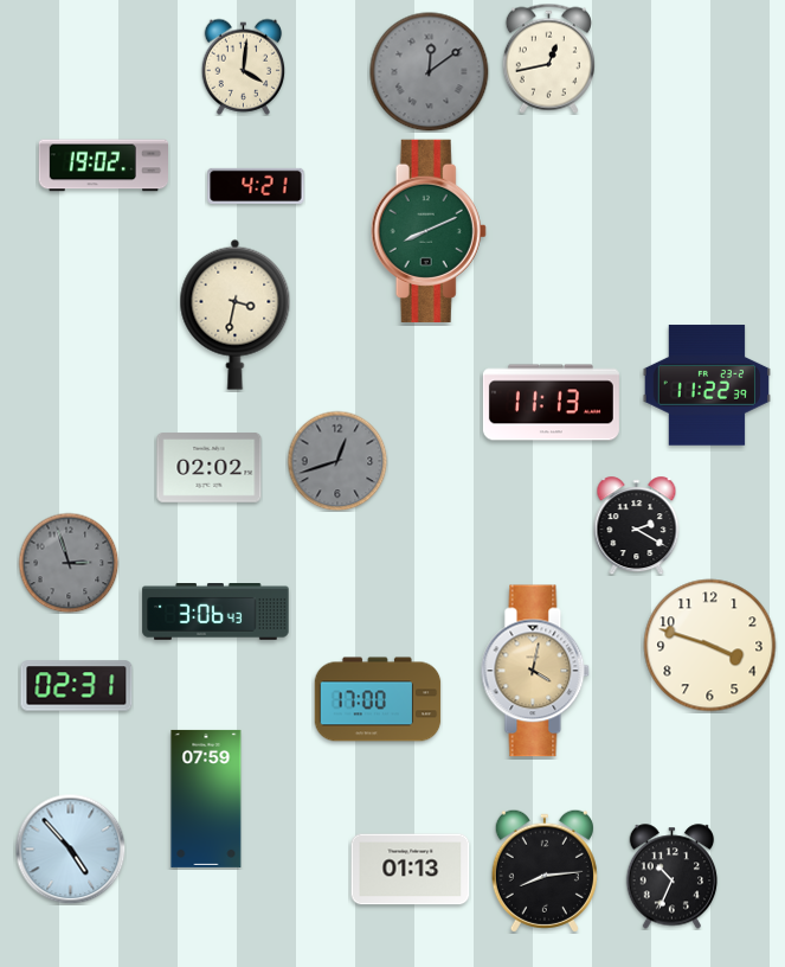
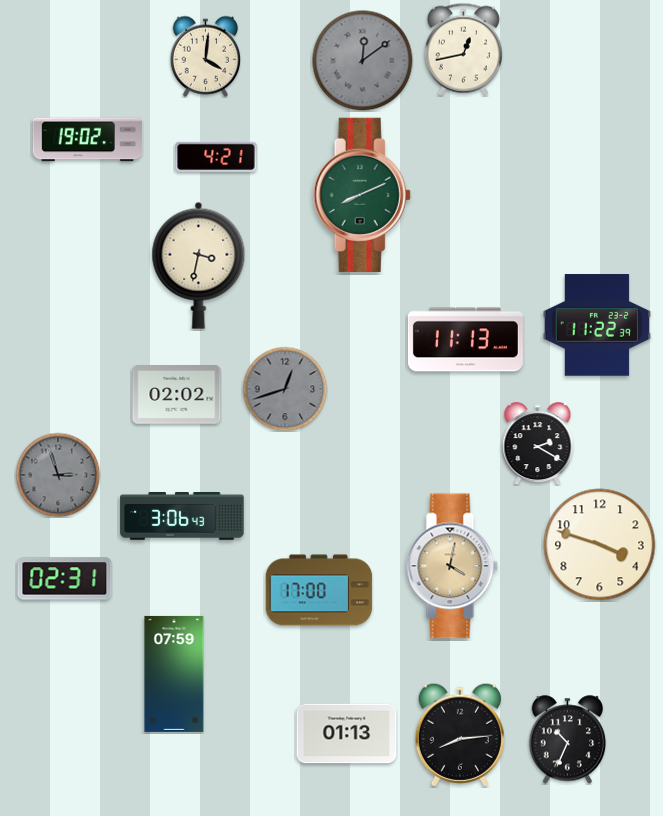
clock at (70, 848): 4:53 -> none
